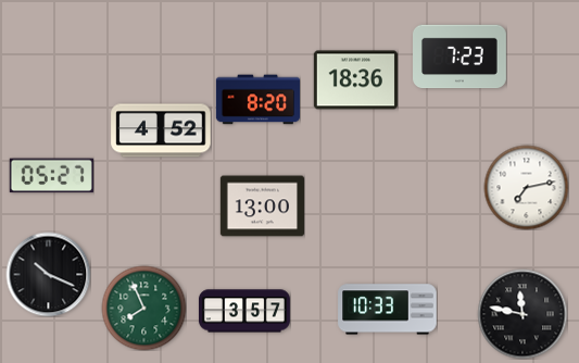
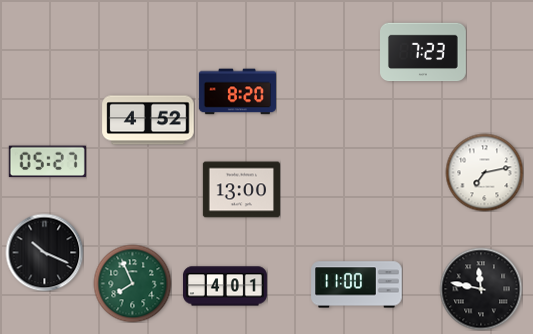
clock at (355, 80): 18:36 -> none
clock at (388, 310): 10:33 -> 11:00
clock at (244, 311): 3:57 -> 4:01
